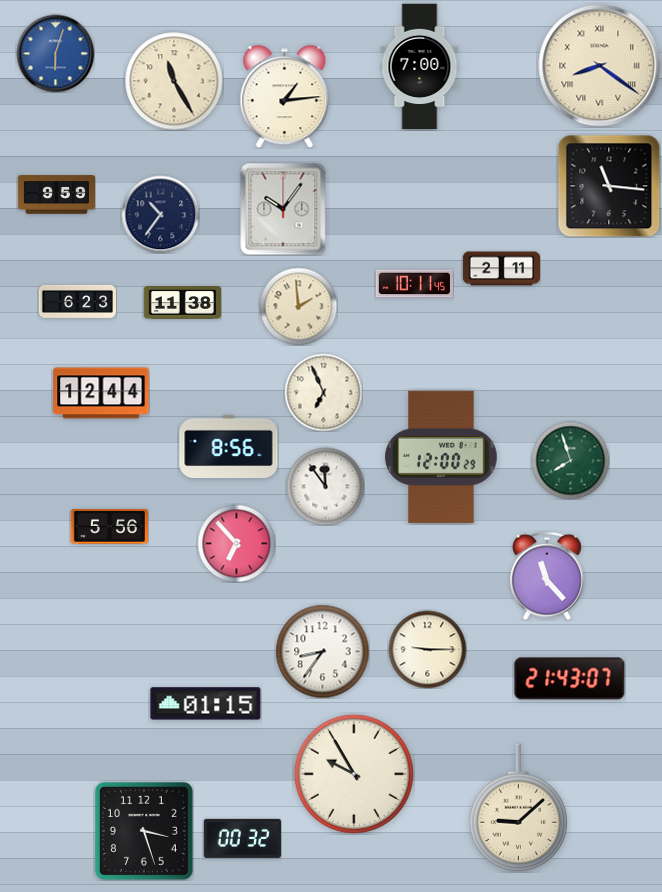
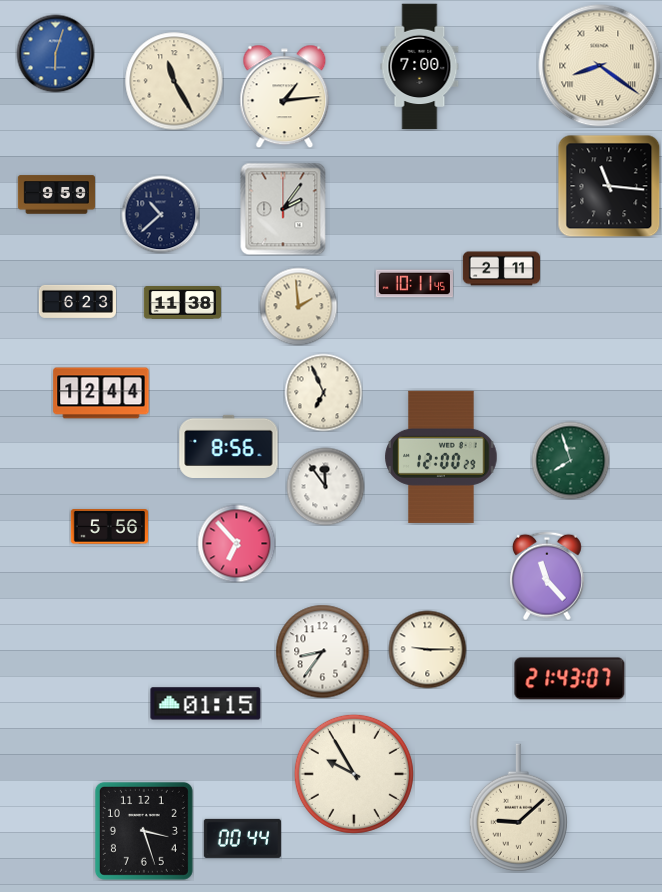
clock at (283, 209): 10:06 -> 2:06
clock at (160, 214): 10:36 -> 10:38
clock at (242, 838): 00:32 -> 00:44
